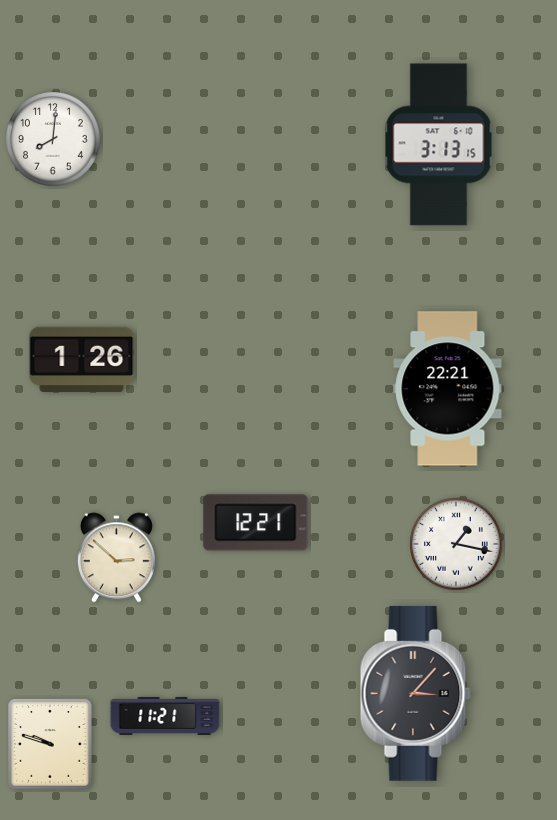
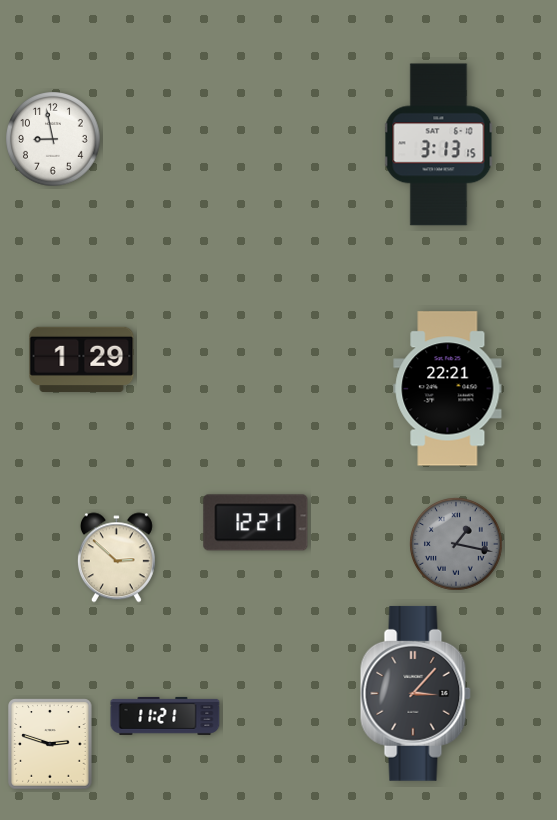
clock at (53, 139): 8:01 -> 8:58
clock at (82, 360): 1:26 -> 1:29
clock at (457, 545) dial: white -> grey
clock at (50, 744): 9:48 -> 2:48
